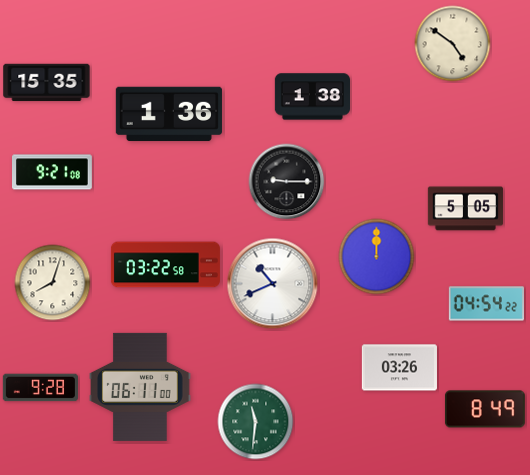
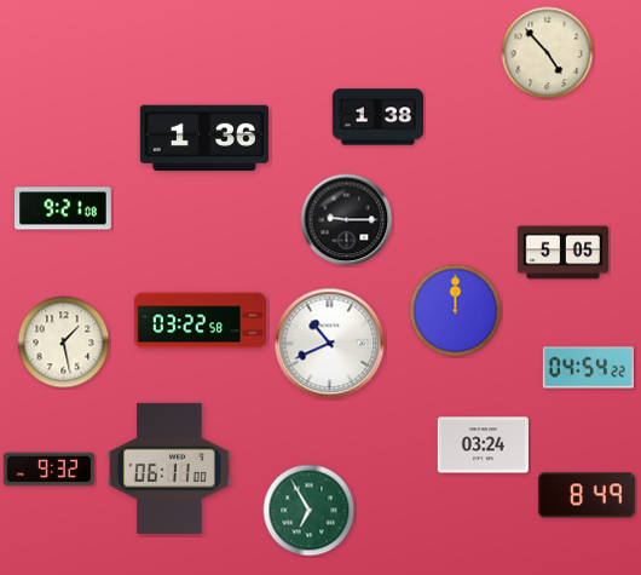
clock at (453, 44): 4:51 -> 4:53
clock at (47, 83): 15:35 -> none
clock at (53, 283): 8:03 -> 1:28
clock at (399, 368): 03:26 -> 03:24
clock at (40, 388): 9:28 -> 9:32
clock at (256, 422): 11:31 -> 6:55
